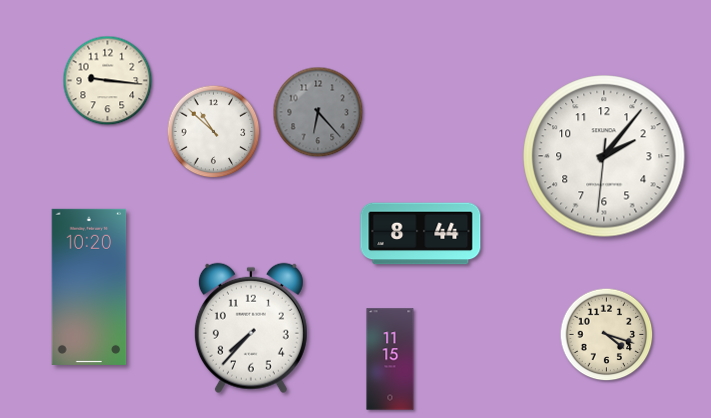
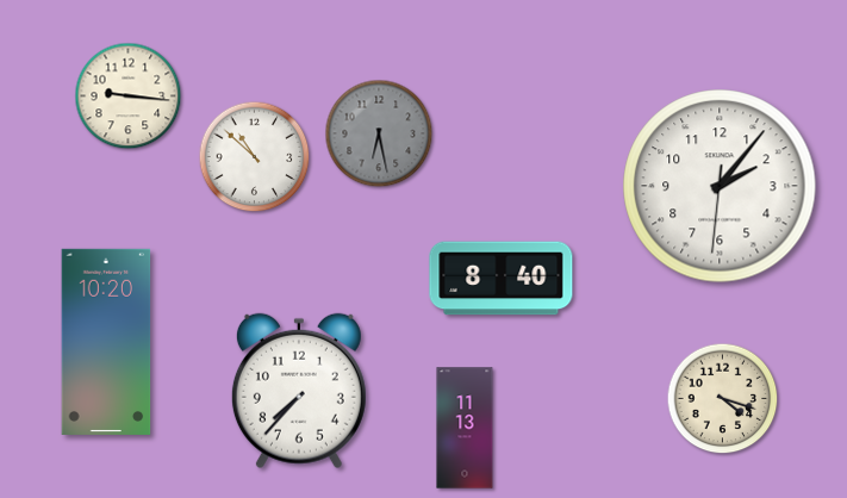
clock at (318, 112): 6:23 -> 6:28
clock at (421, 234): 8:44 -> 8:40
clock at (390, 359): 11:15 -> 11:13
